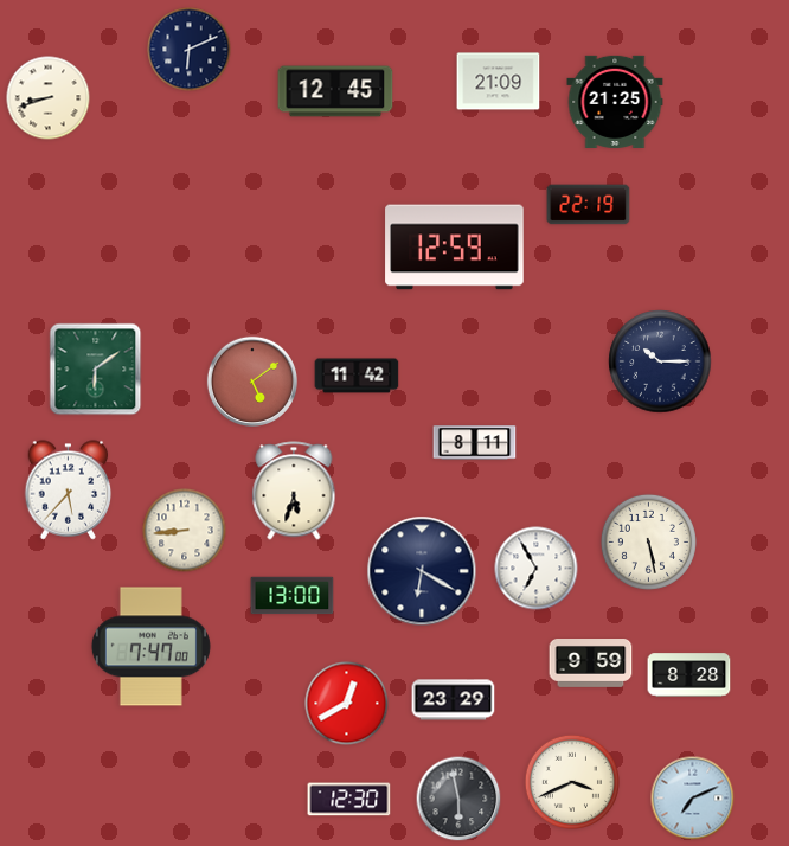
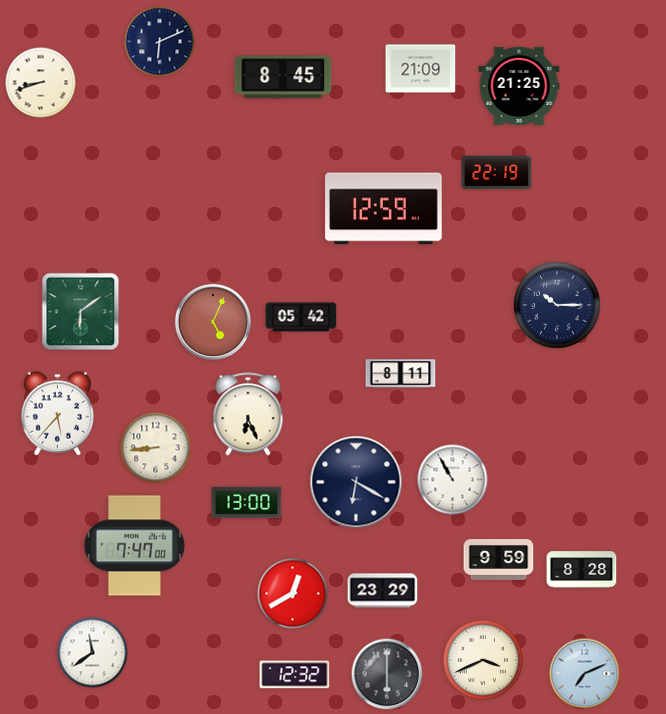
clock at (335, 91): 12:45 -> 8:45
clock at (357, 376): 11:42 -> 05:42
clock at (251, 380): 5:09 -> 5:04
clock at (294, 491): 5:33 -> 6:26
clock at (648, 541): 5:28 -> none
clock at (537, 569): 6:55 -> 10:55
clock at (150, 647) position: (150, 647) -> (134, 546)
clock at (93, 653): none -> 11:39
clock at (458, 799): 5:58 -> 6:00
clock at (349, 800): 12:30 -> 12:32
